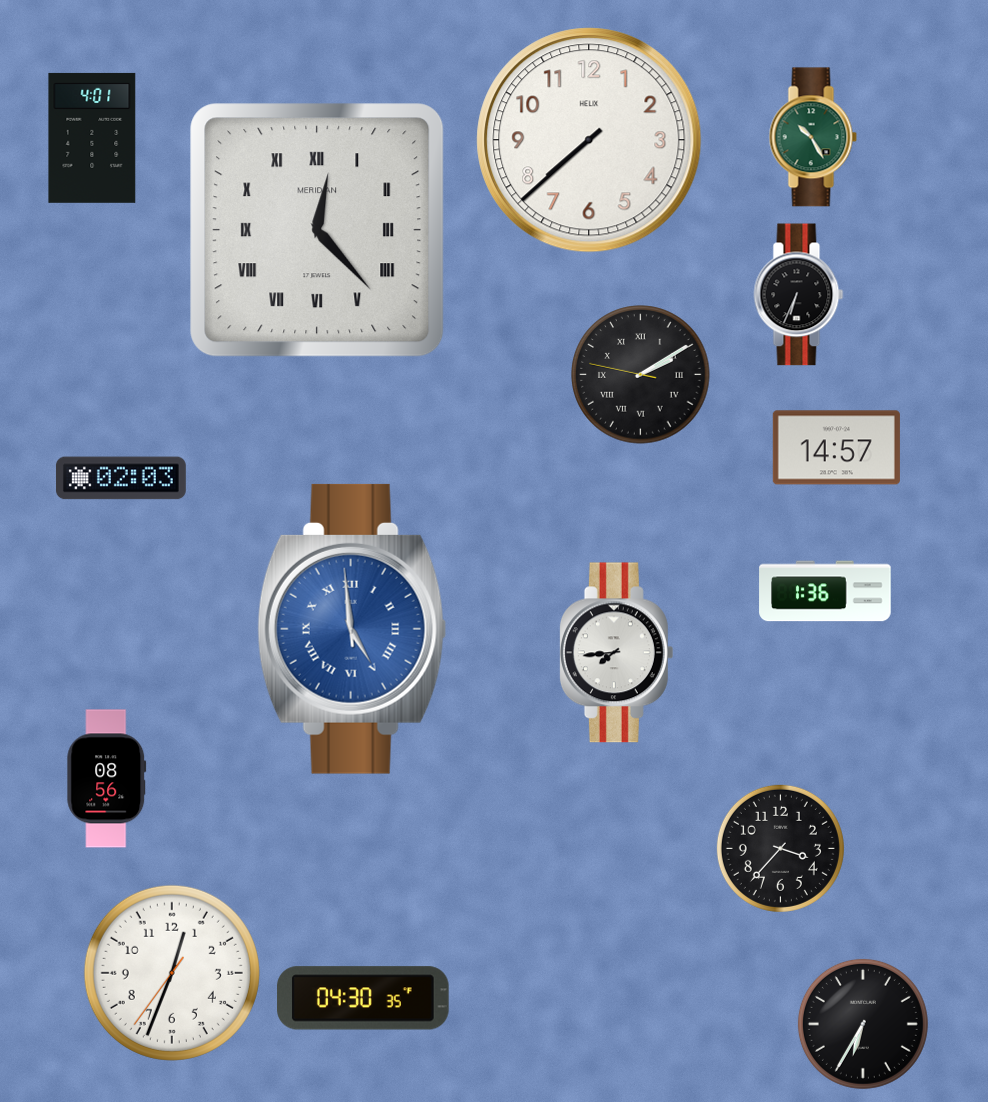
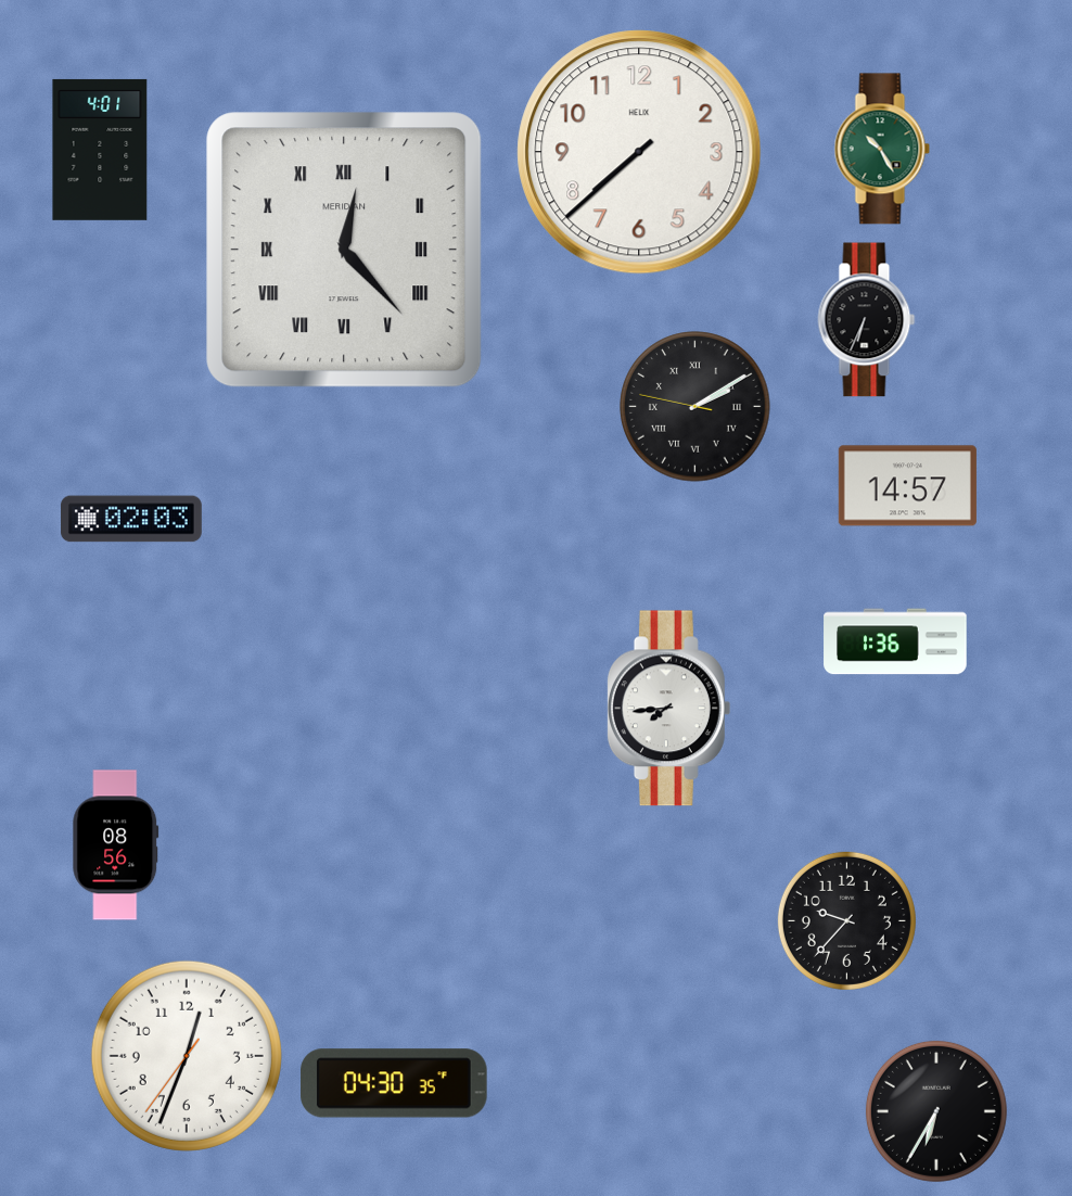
clock at (352, 629): 4:58 -> none
clock at (780, 848): 3:37 -> 9:37
